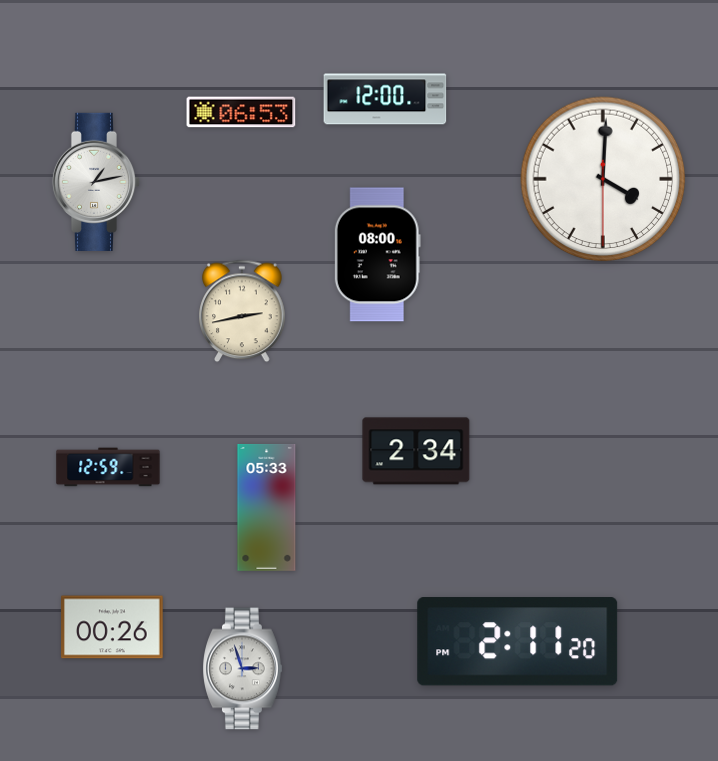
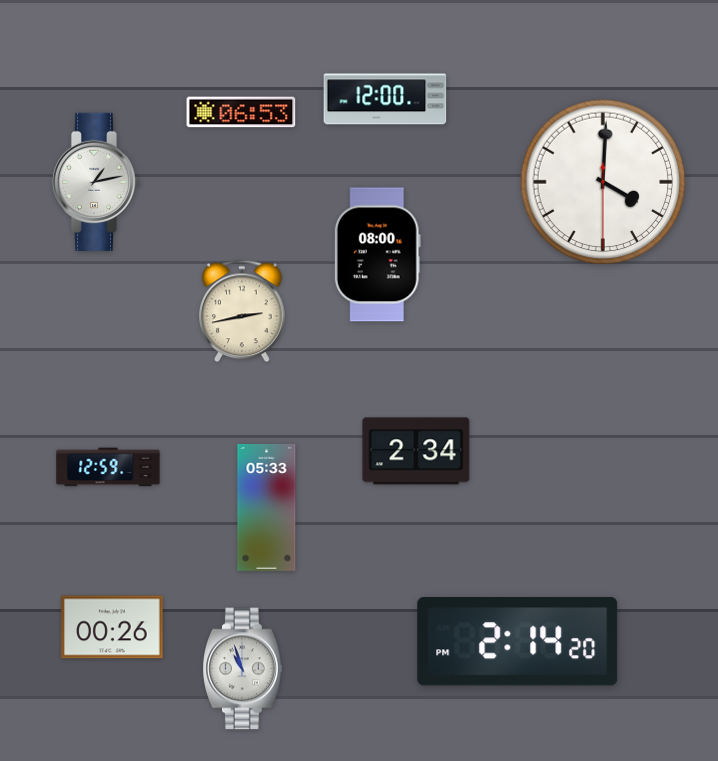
clock at (603, 179) position: (603, 179) -> (603, 182)
clock at (518, 642): 2:11 -> 2:14
clock at (243, 669): 2:57 -> 10:57
